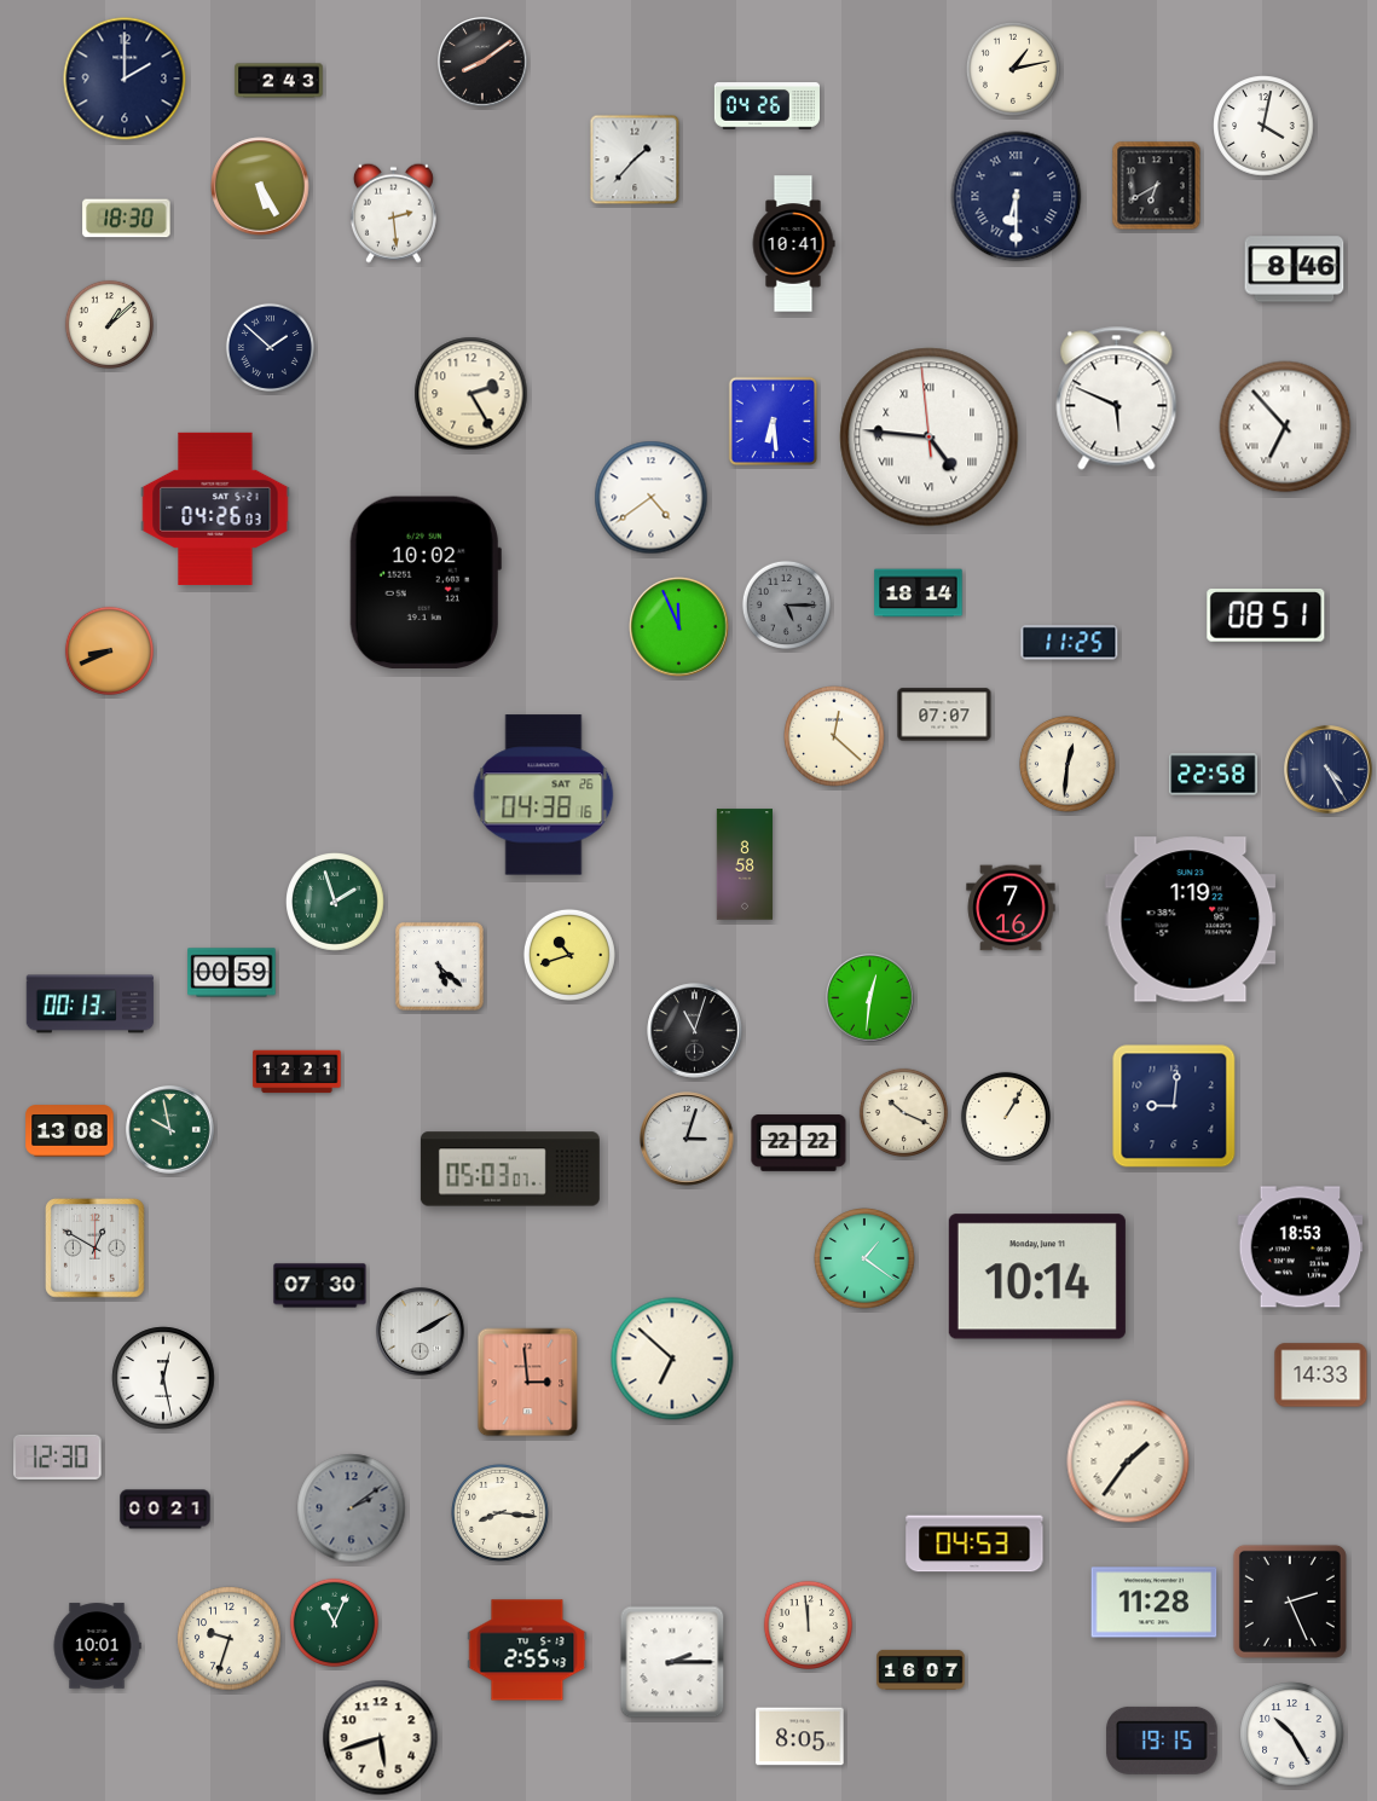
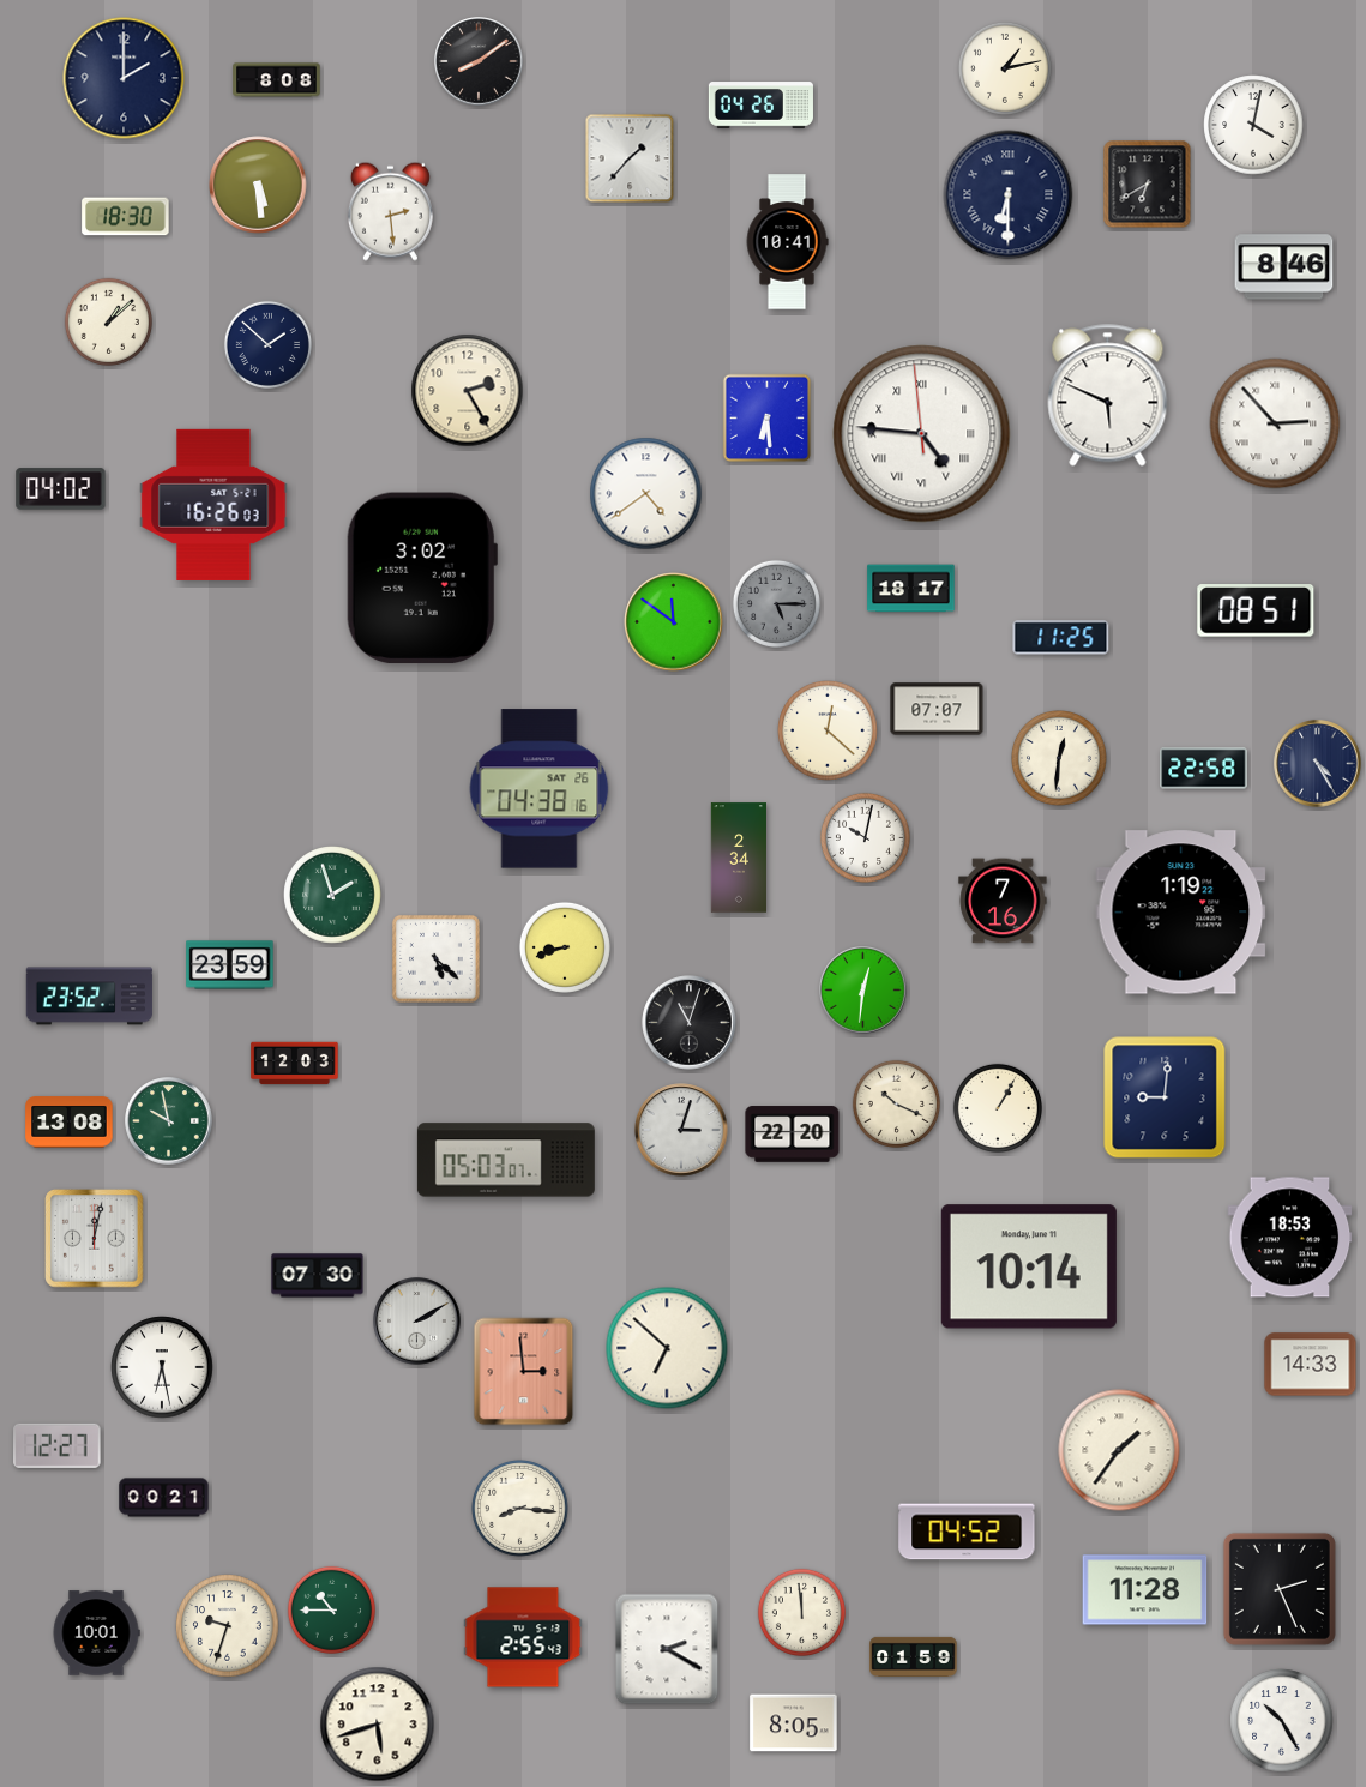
clock at (279, 81): 2:43 -> 8:08
clock at (260, 186): 5:25 -> 5:29
clock at (1285, 427): 6:53 -> 2:53
clock at (61, 489): none -> 04:02
clock at (215, 509): 04:26 -> 16:26
clock at (426, 583): 10:02 -> 3:02
clock at (919, 593): 18:14 -> 18:17
clock at (786, 604) position: (786, 604) -> (776, 603)
clock at (679, 627): 11:56 -> 11:51
clock at (109, 650): 8:41 -> none
clock at (865, 837): none -> 10:02
clock at (744, 864): 8:58 -> 2:34
clock at (569, 955): 10:42 -> 8:42
clock at (232, 973): 00:59 -> 23:59
clock at (91, 1004): 00:13 -> 23:52
clock at (297, 1072): 12:21 -> 12:03
clock at (799, 1143): 22:22 -> 22:20
clock at (96, 1249): 12:50 -> 12:02
clock at (864, 1258): 1:21 -> none
clock at (163, 1378): 12:28 -> 6:28
clock at (58, 1457): 12:30 -> 12:27
clock at (352, 1508): 2:09 -> none
clock at (501, 1513) position: (501, 1513) -> (520, 1509)
clock at (974, 1544): 04:53 -> 04:52
clock at (334, 1622): 11:04 -> 10:45
clock at (672, 1662): 2:15 -> 2:20
clock at (921, 1669): 16:07 -> 01:59
clock at (1162, 1741): 19:15 -> none
